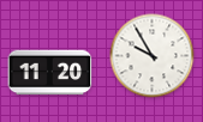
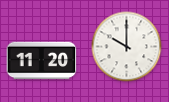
clock at (153, 56): 9:55 -> 10:00
